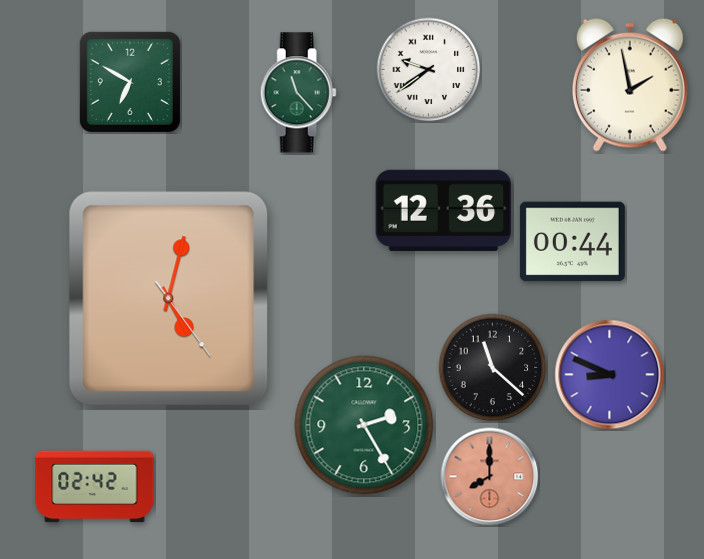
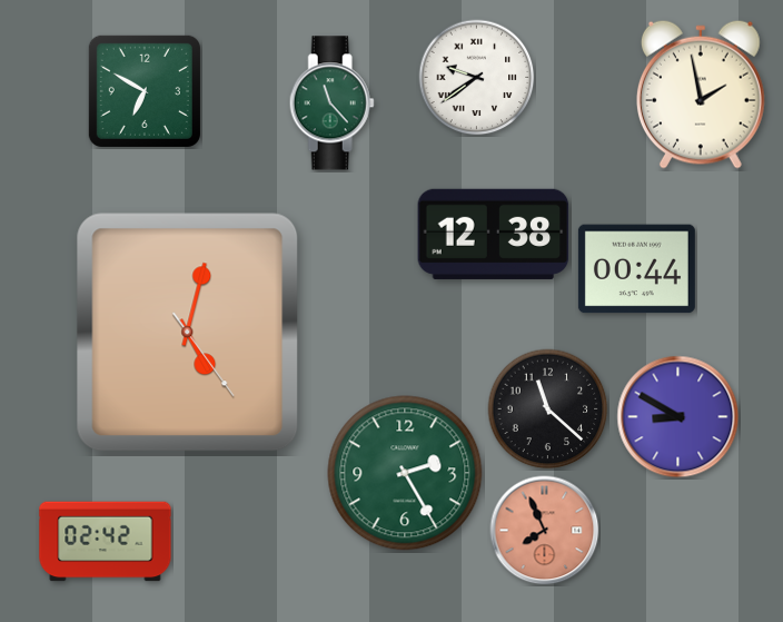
clock at (444, 210): 12:36 -> 12:38
clock at (610, 375): 8:49 -> 8:50
clock at (490, 477): 8:00 -> 7:56
